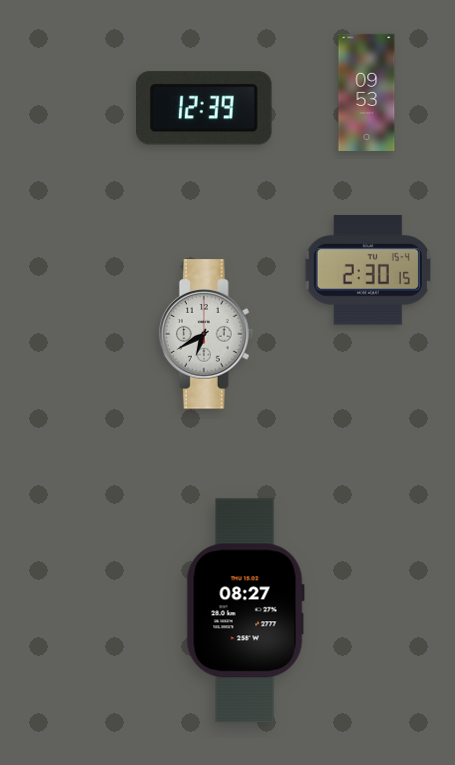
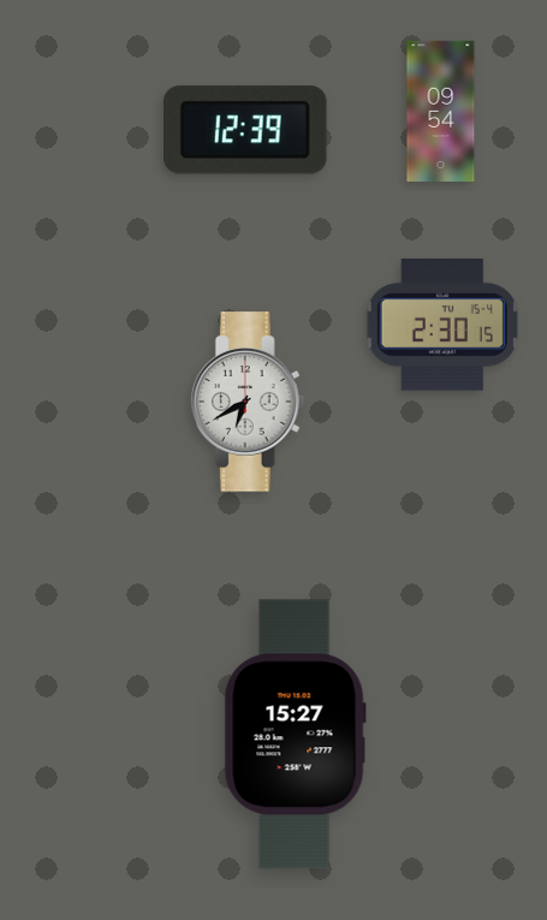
clock at (367, 92): 09:53 -> 09:54
clock at (245, 611): 08:27 -> 15:27
